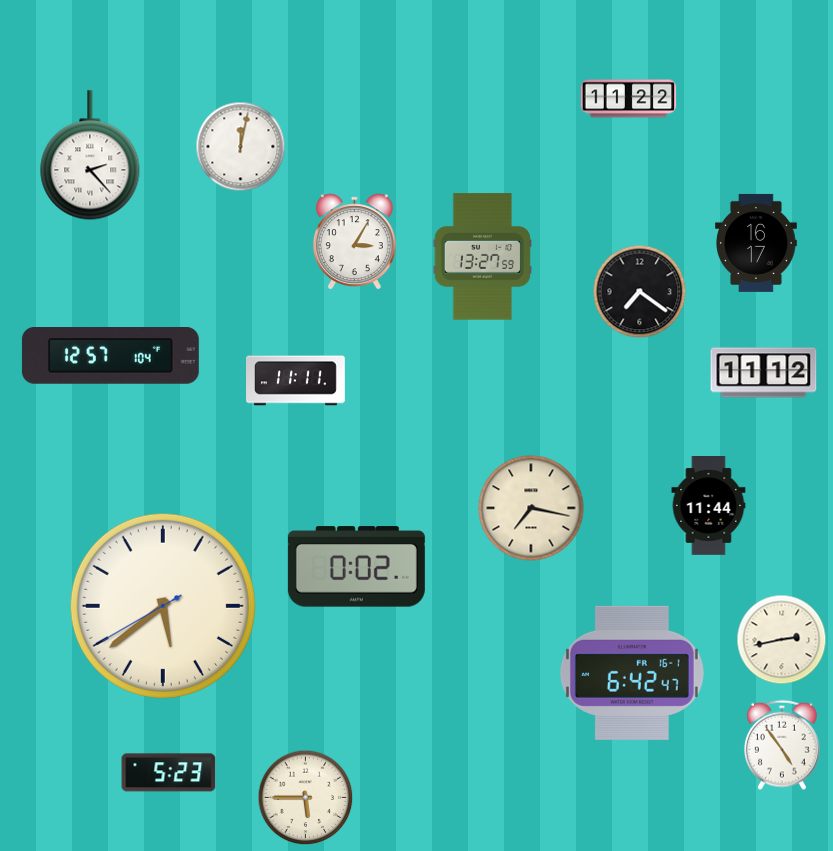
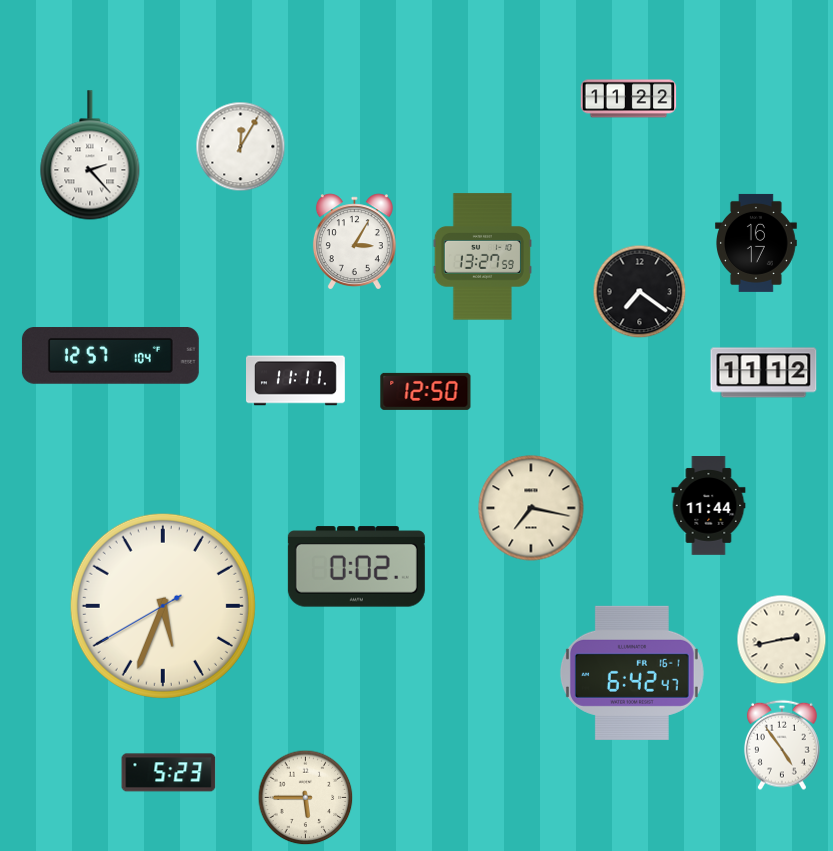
clock at (241, 147): 12:02 -> 12:05
clock at (426, 391): none -> 12:50
clock at (163, 606): 5:38 -> 5:33
